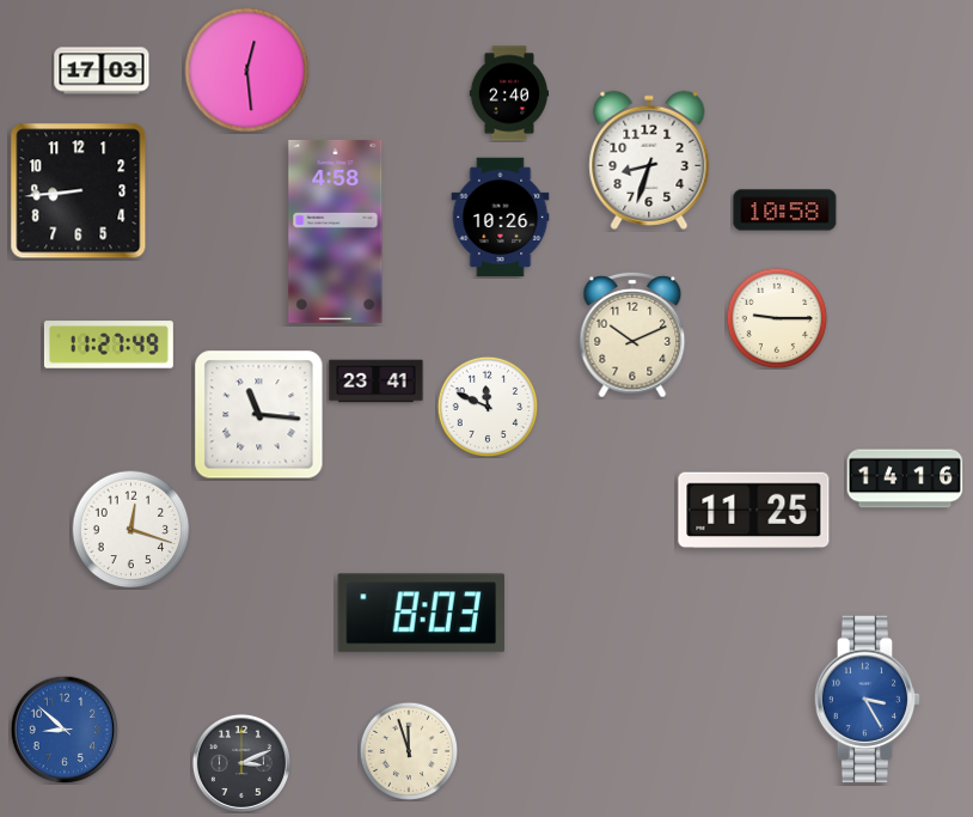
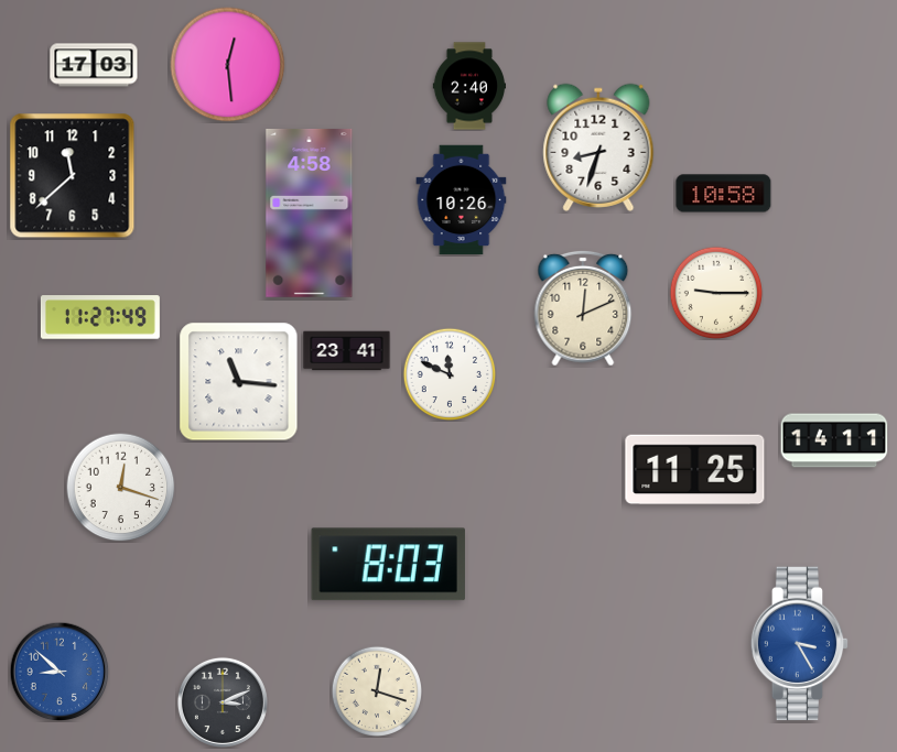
clock at (79, 191): 8:44 -> 11:38
clock at (632, 335): 10:11 -> 12:11
clock at (905, 478): 14:16 -> 14:11
clock at (409, 751): 11:57 -> 12:18
